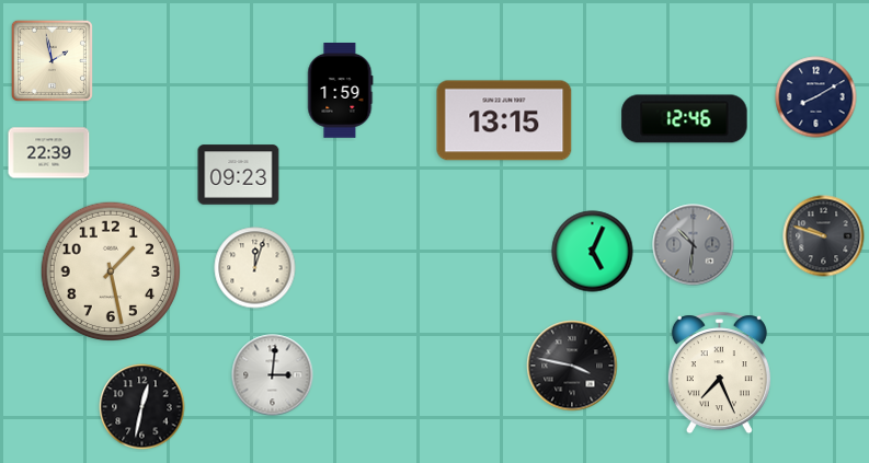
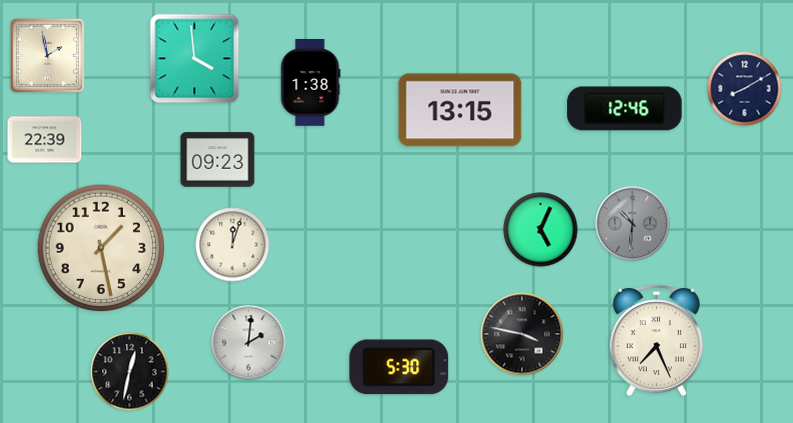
clock at (195, 59): none -> 3:59
clock at (341, 91): 1:59 -> 1:38
clock at (824, 236): 9:48 -> none
clock at (273, 375): 3:01 -> 2:01
clock at (399, 367): none -> 5:30
